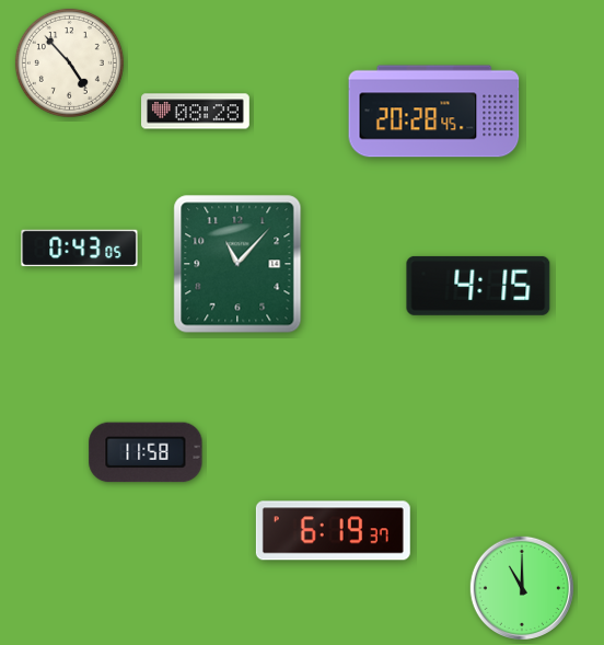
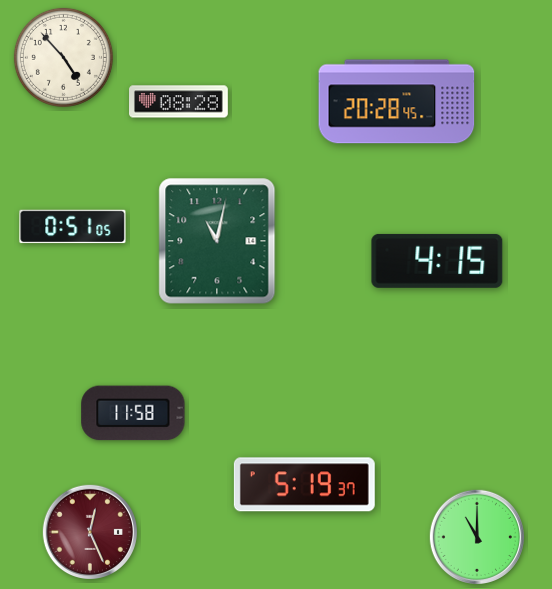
clock at (80, 249): 0:43 -> 0:51
clock at (237, 264): 11:07 -> 11:02
clock at (333, 531): 6:19 -> 5:19
clock at (89, 531): none -> 12:26
